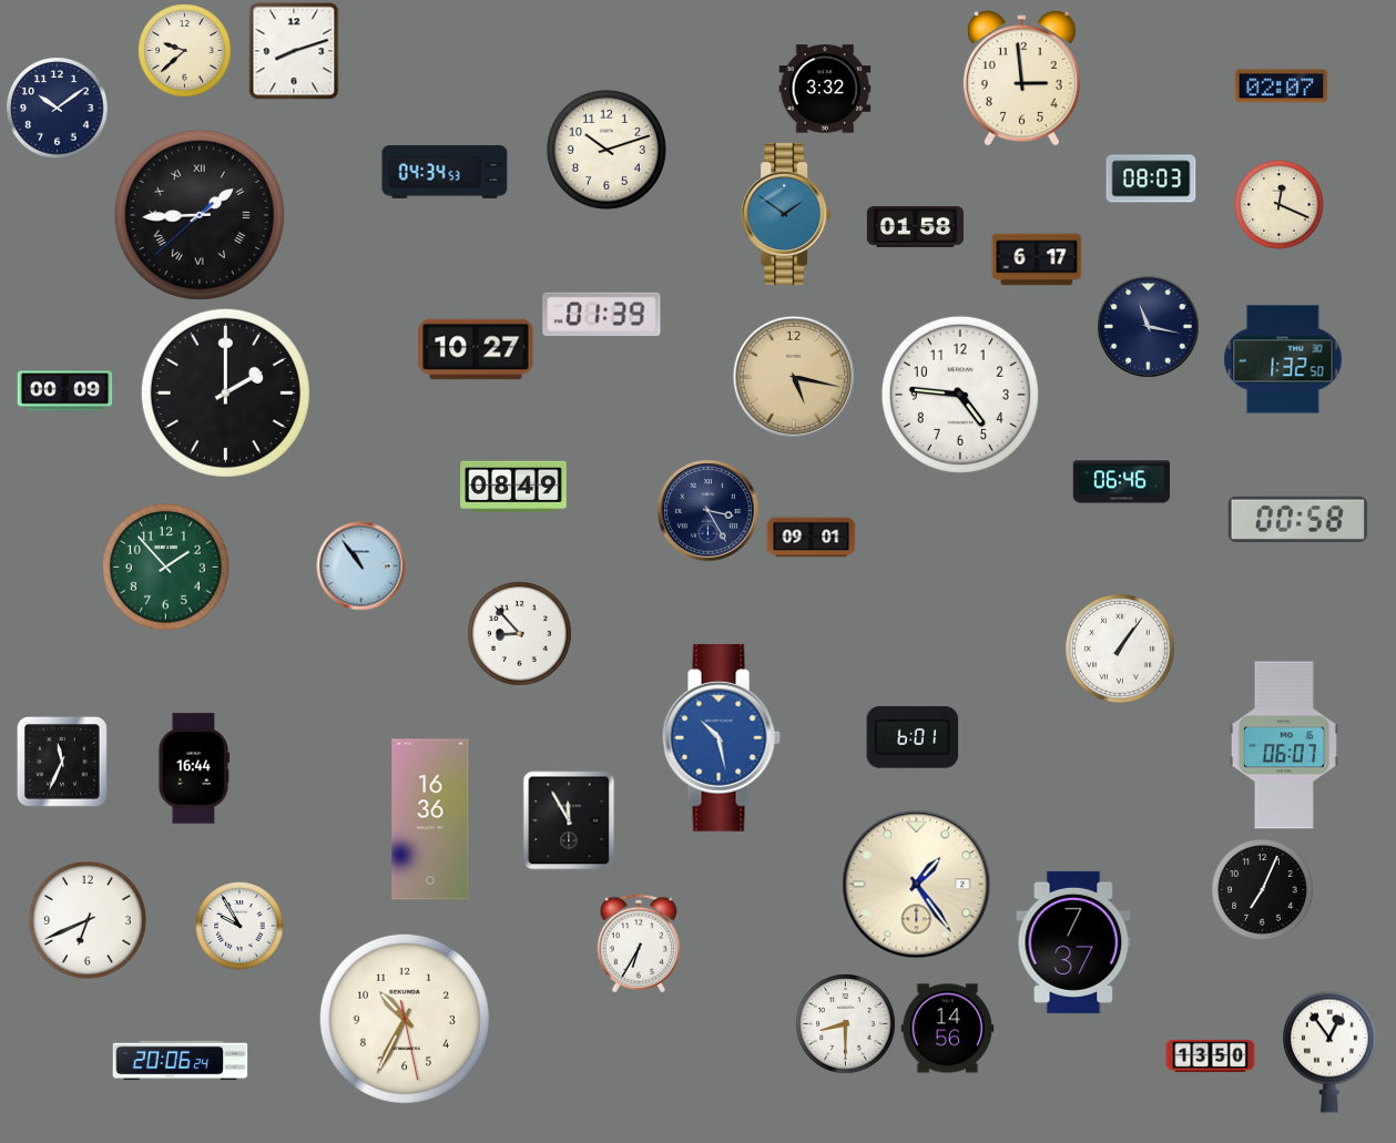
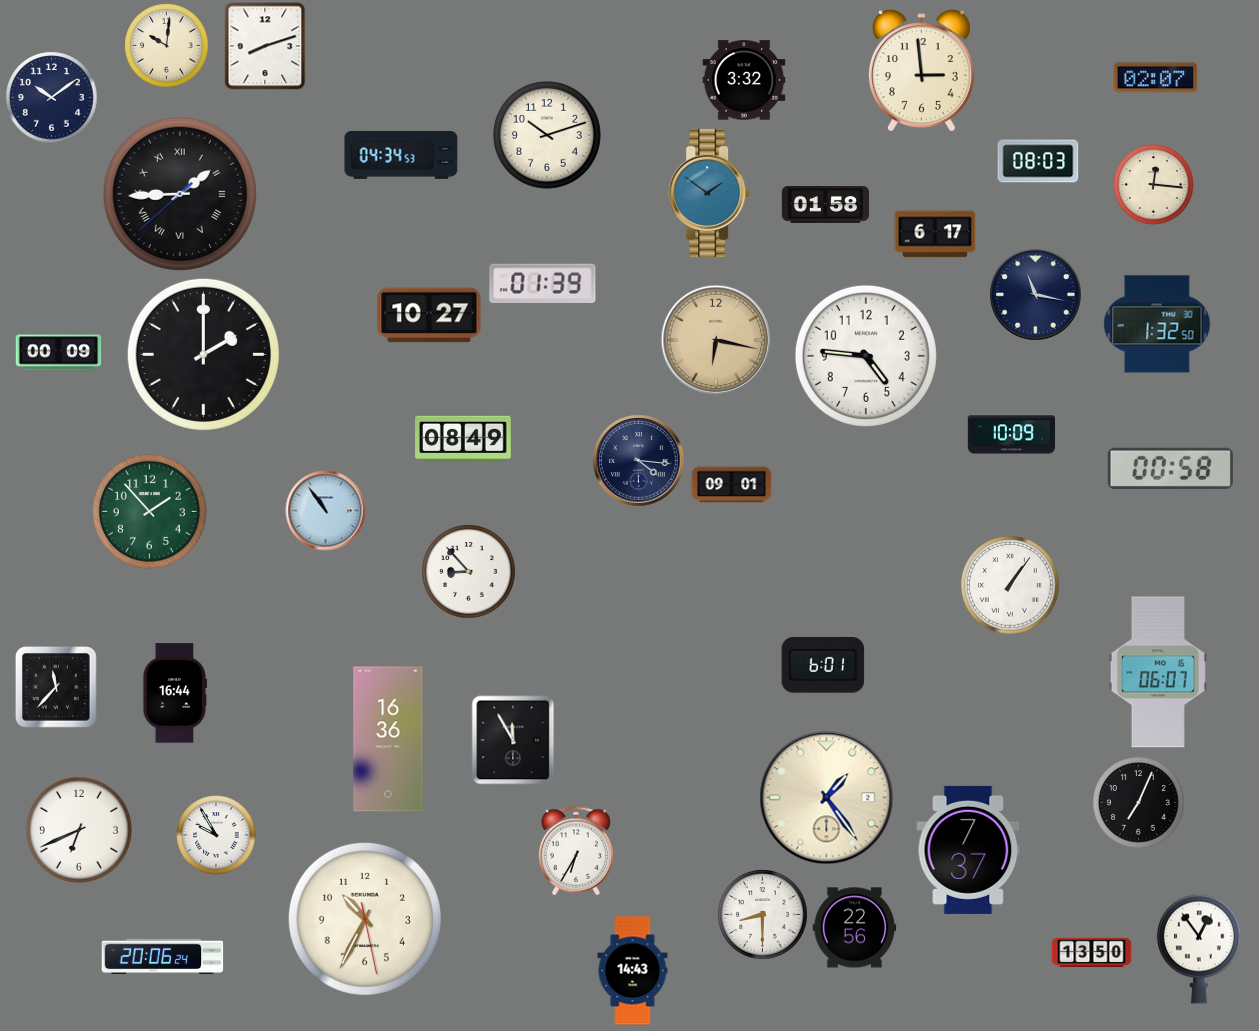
clock at (185, 51): 9:38 -> 10:01
clock at (1280, 205): 12:19 -> 12:16
clock at (794, 377): 5:17 -> 6:17
clock at (1122, 482): 06:46 -> 10:09
clock at (709, 511): 3:25 -> 4:16
clock at (721, 737): 10:28 -> none
clock at (62, 762): 11:34 -> 11:37
clock at (846, 1024) position: (846, 1024) -> (763, 915)
clock at (948, 1029): 14:56 -> 22:56
clock at (633, 971): none -> 14:43
